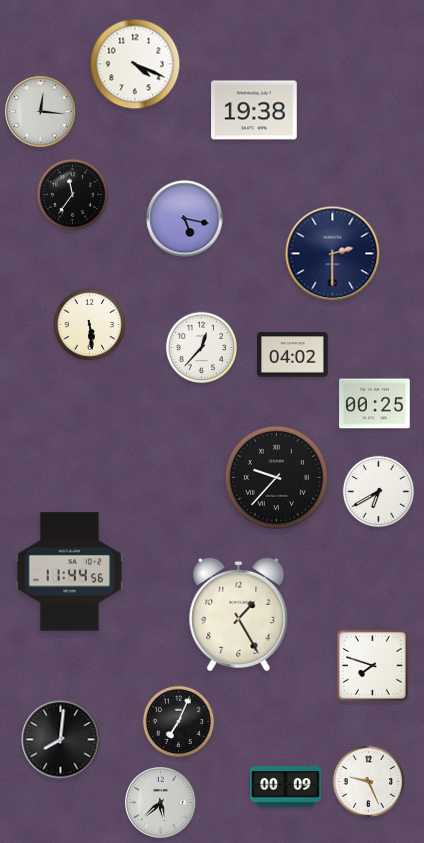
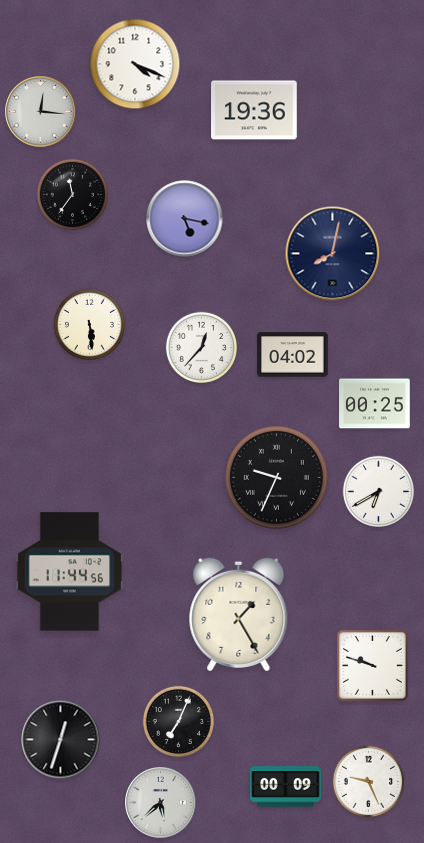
clock at (254, 110): 19:38 -> 19:36
clock at (333, 254): 2:30 -> 8:02
clock at (276, 477): 9:37 -> 9:34
clock at (372, 665): 7:48 -> 9:48
clock at (61, 740): 8:01 -> 12:33
